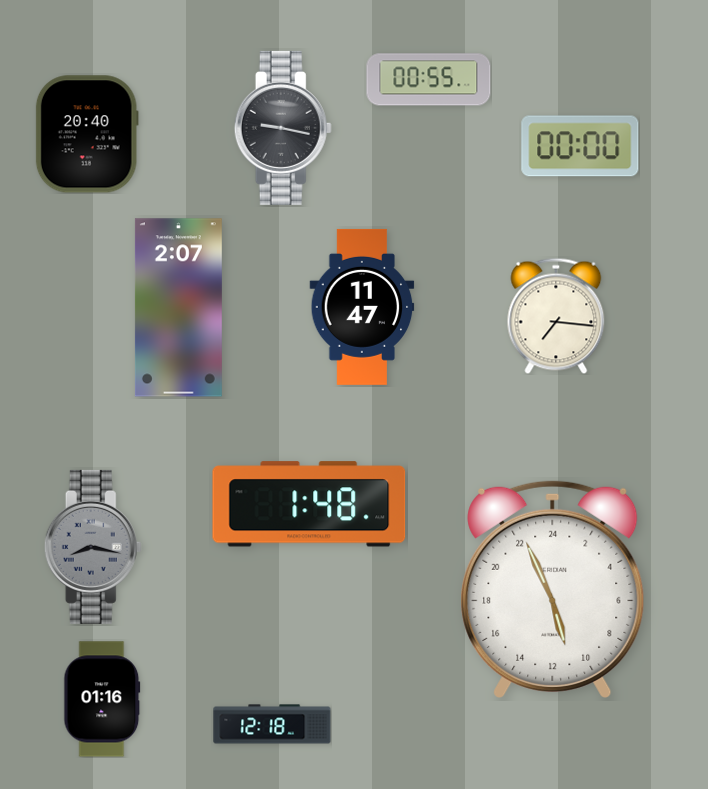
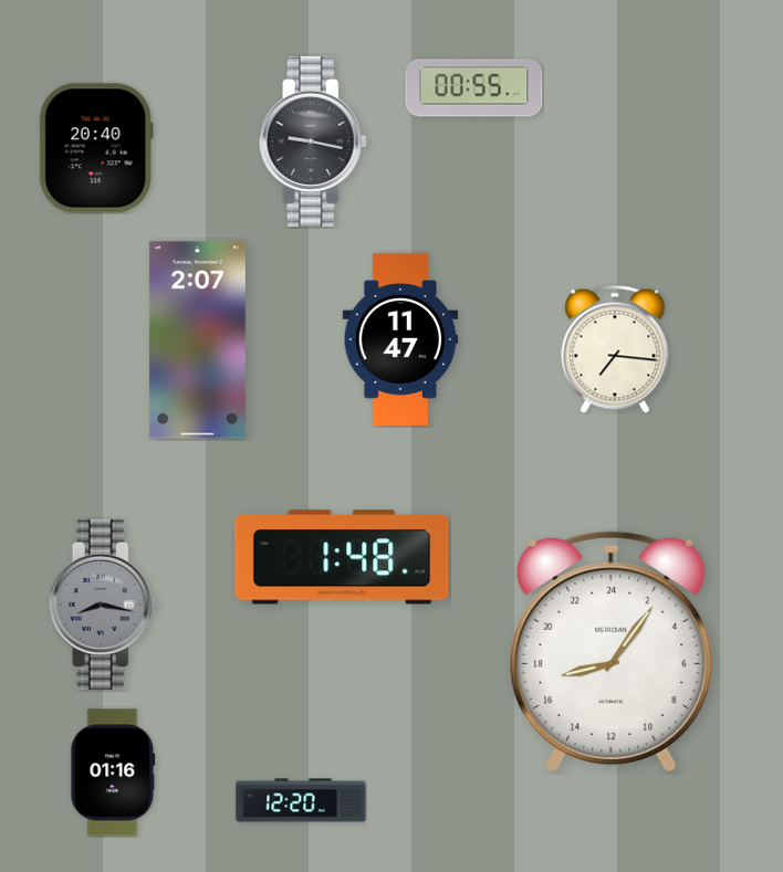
clock at (580, 146): 00:00 -> none
clock at (553, 589): 10:56 -> 17:06
clock at (272, 724): 12:18 -> 12:20
